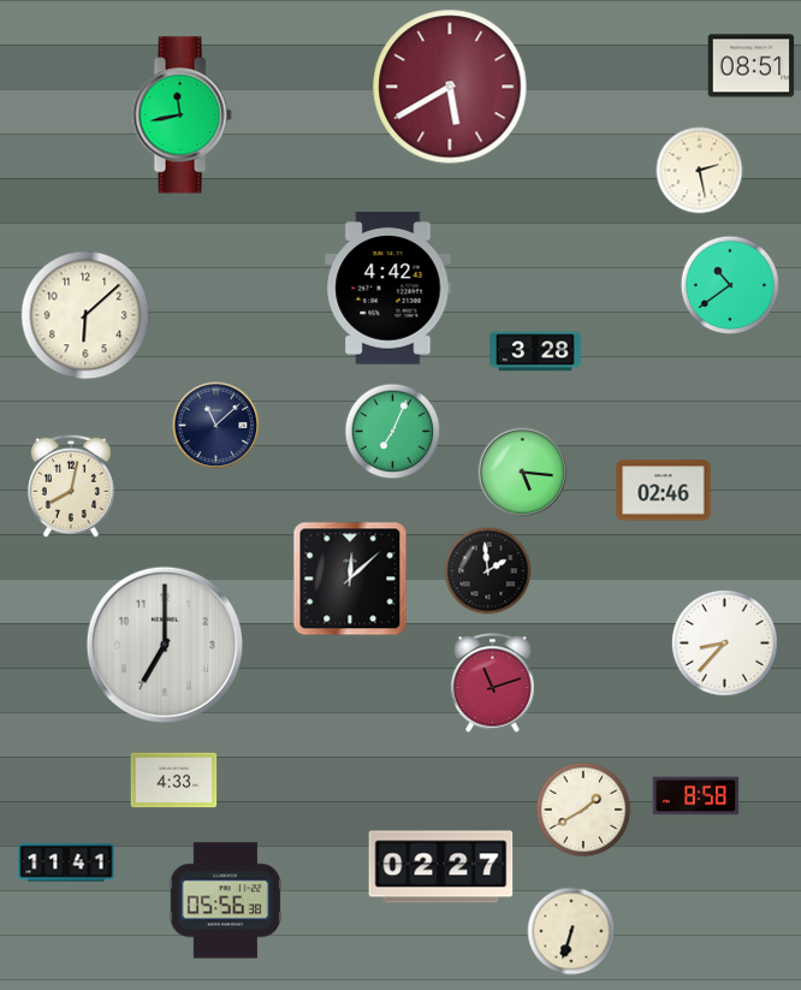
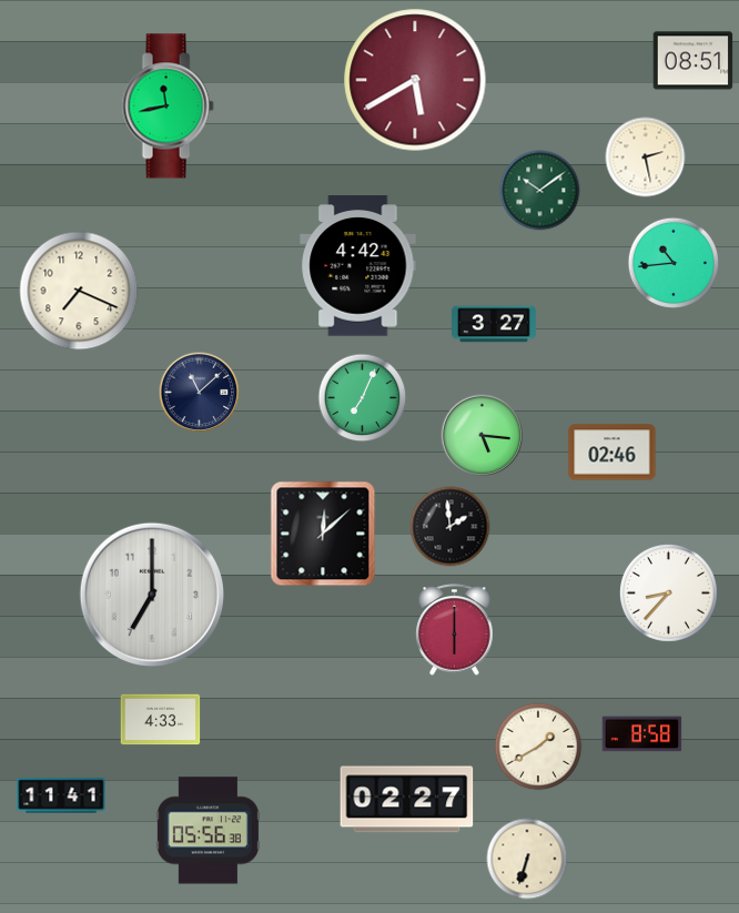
clock at (540, 191): none -> 10:09
clock at (730, 285): 10:39 -> 10:44
clock at (85, 315): 6:08 -> 7:19
clock at (535, 351): 3:28 -> 3:27
clock at (71, 486): 8:02 -> none
clock at (493, 683): 11:12 -> 6:00
